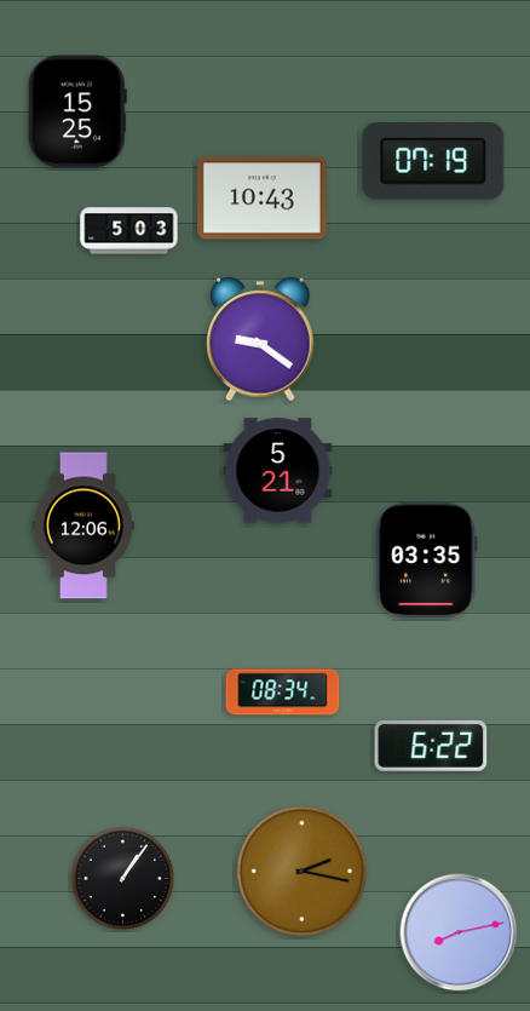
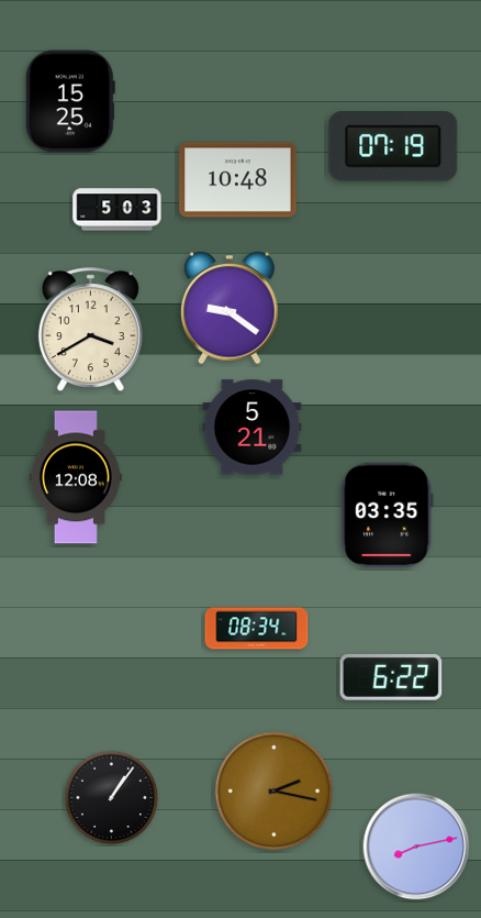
clock at (263, 199): 10:43 -> 10:48
clock at (260, 340) position: (260, 340) -> (230, 309)
clock at (90, 330): none -> 3:40
clock at (83, 525): 12:06 -> 12:08
clock at (427, 561) position: (427, 561) -> (388, 516)
